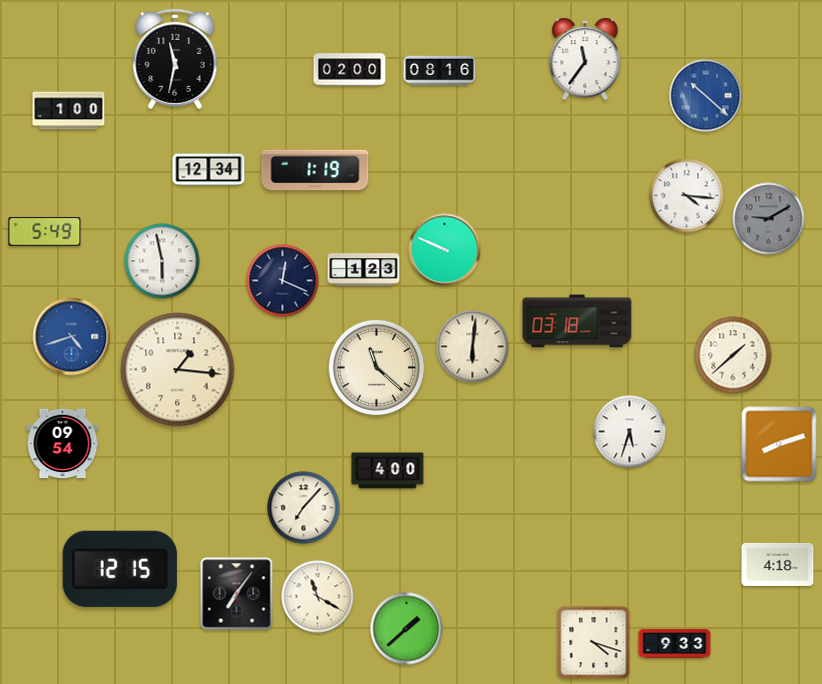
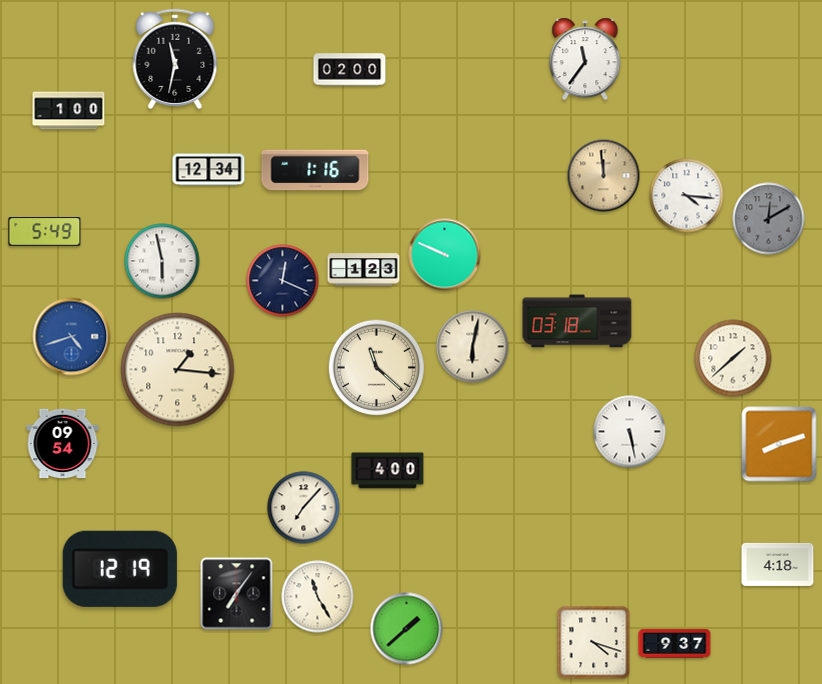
clock at (440, 71): 08:16 -> none
clock at (706, 96): 10:22 -> none
clock at (315, 170): 1:19 -> 1:16
clock at (604, 176): none -> 11:59
clock at (769, 219): 9:10 -> 12:10
clock at (445, 250) position: (445, 250) -> (445, 255)
clock at (473, 347): 6:01 -> 6:02
clock at (733, 355) position: (733, 355) -> (733, 358)
clock at (630, 432): 5:33 -> 5:28
clock at (120, 569): 12:15 -> 12:19
clock at (318, 597): 11:20 -> 11:25
clock at (675, 644): 9:33 -> 9:37
